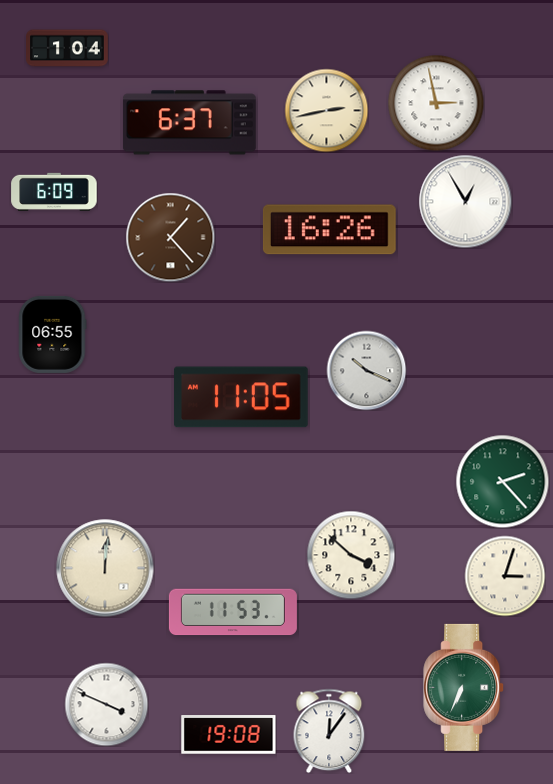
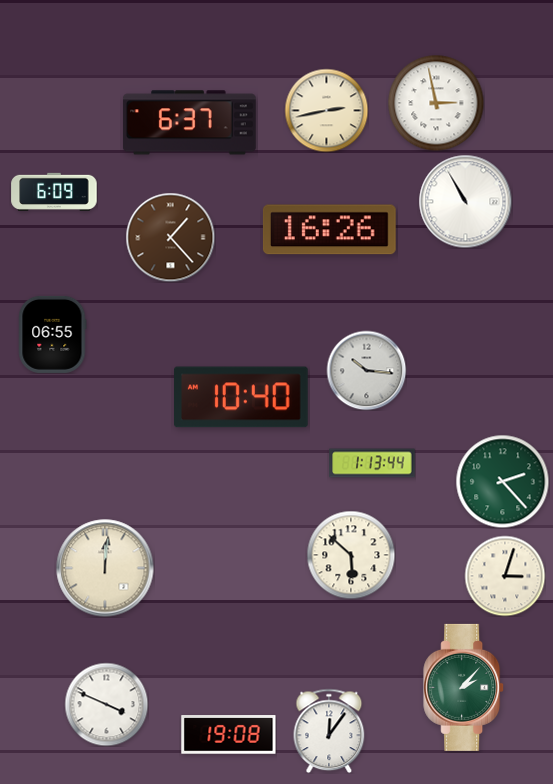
clock at (67, 48): 1:04 -> none
clock at (465, 201): 12:55 -> 10:55
clock at (366, 370): 10:19 -> 10:16
clock at (242, 397): 11:05 -> 10:40
clock at (372, 463): none -> 1:13
clock at (351, 555): 3:52 -> 5:52
clock at (233, 612): 11:53 -> none
clock at (464, 687): 6:34 -> 2:07
